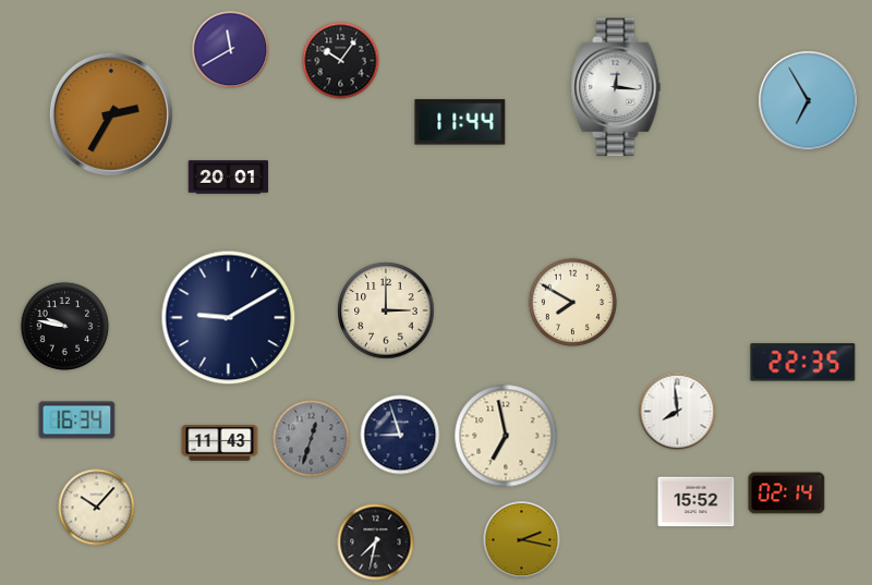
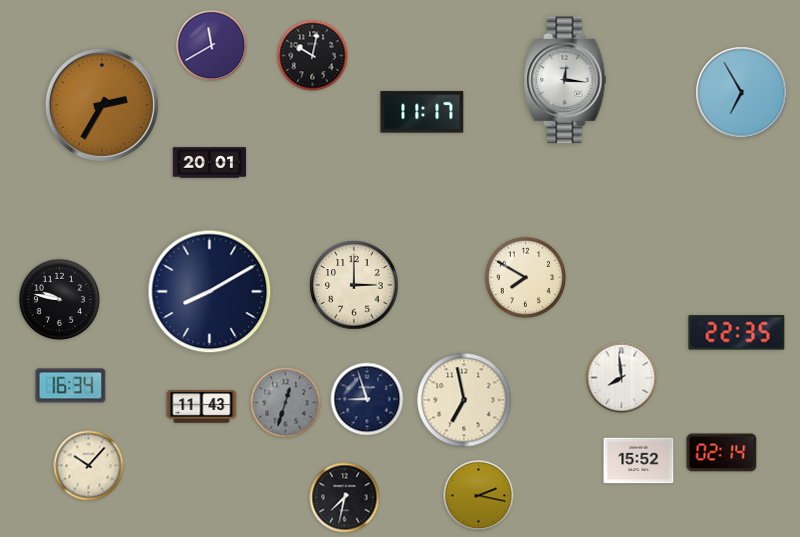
clock at (341, 61): 10:06 -> 10:02
clock at (460, 122): 11:44 -> 11:17
clock at (229, 318): 9:10 -> 8:10
